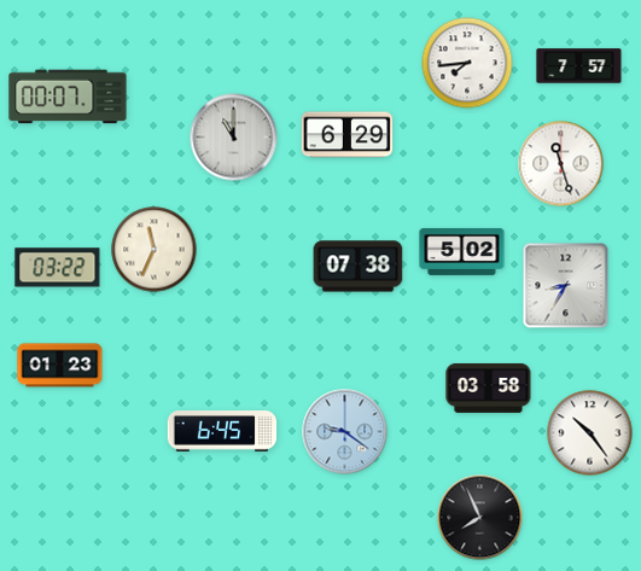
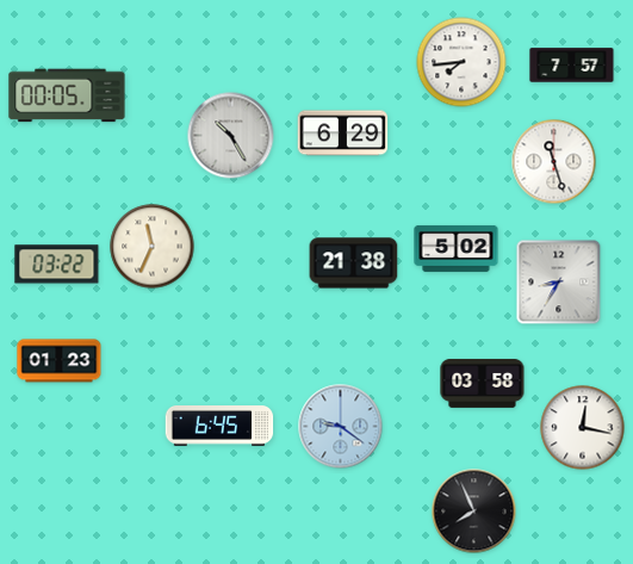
clock at (68, 97): 00:07 -> 00:05
clock at (234, 138): 11:00 -> 10:25
clock at (359, 267): 07:38 -> 21:38
clock at (590, 433): 10:24 -> 12:17
